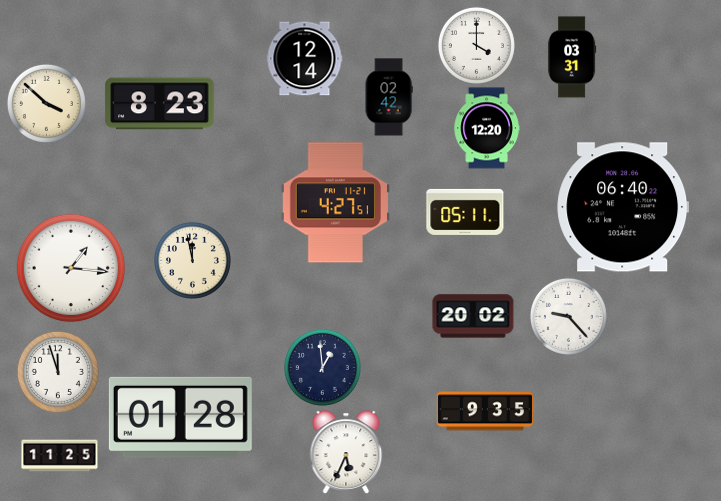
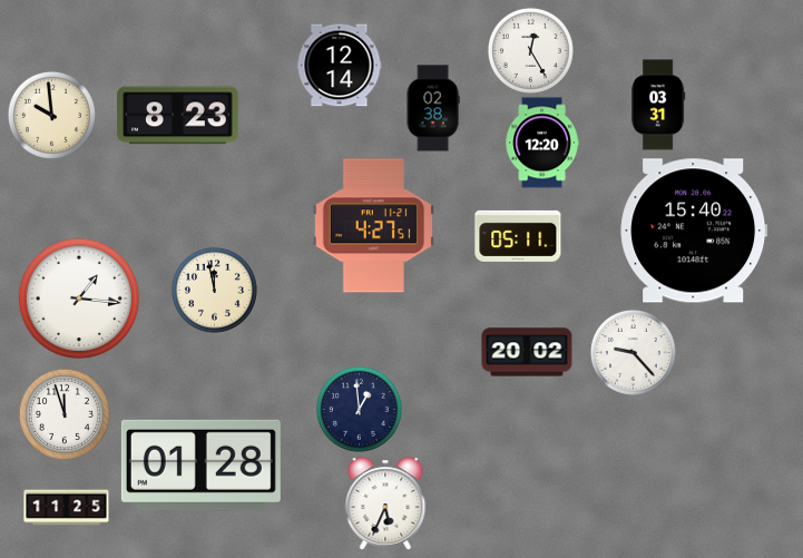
clock at (476, 45): 4:00 -> 12:25
clock at (572, 57) position: (572, 57) -> (658, 105)
clock at (389, 97): 02:42 -> 02:38
clock at (46, 103): 3:52 -> 9:59
clock at (623, 207): 06:40 -> 15:40
clock at (485, 411): 9:35 -> none
